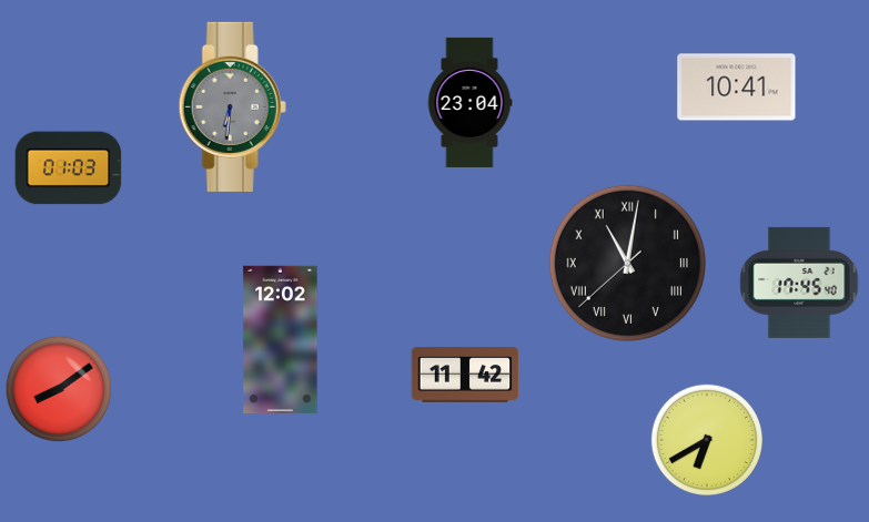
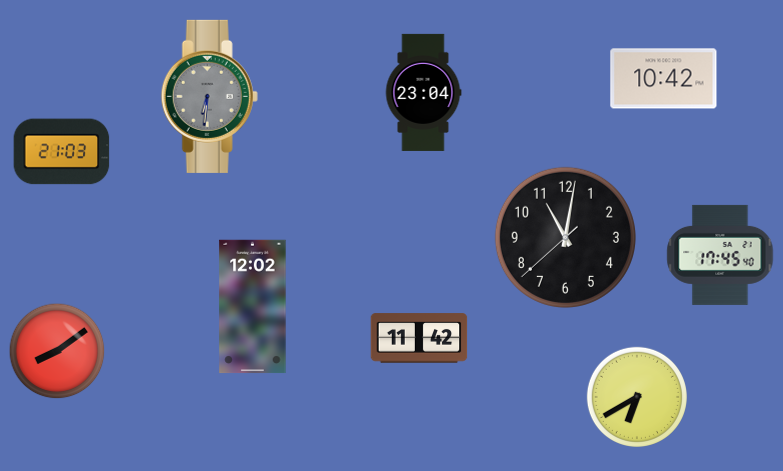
clock at (737, 88): 10:41 -> 10:42
clock at (69, 168): 01:03 -> 21:03
clock at (627, 263) numerals: Roman -> Arabic
clock at (59, 389) position: (59, 389) -> (57, 351)
